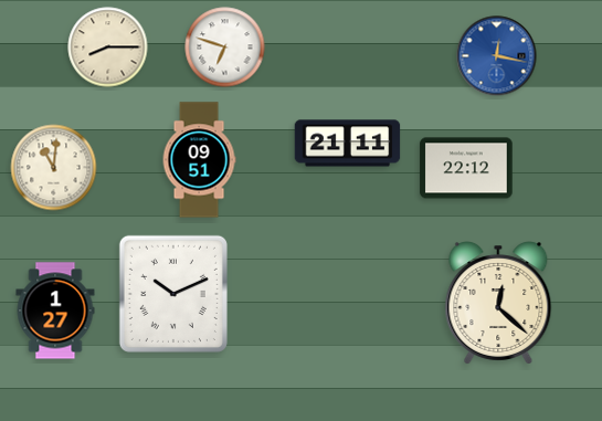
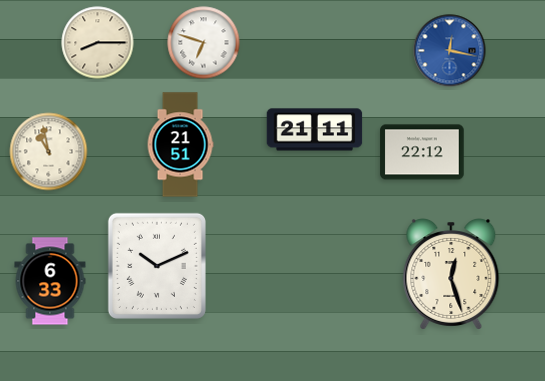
clock at (199, 160): 09:51 -> 21:51
clock at (54, 168): 11:01 -> 10:58
clock at (498, 303): 12:22 -> 12:27
clock at (55, 311): 1:27 -> 6:33
